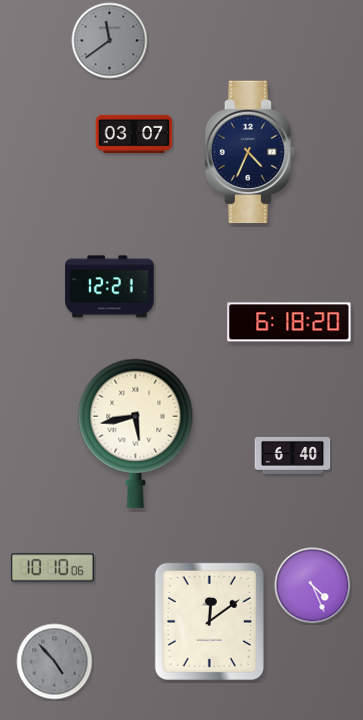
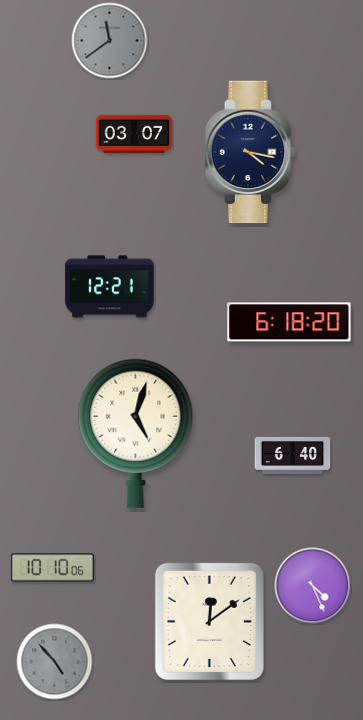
clock at (250, 152): 4:34 -> 4:17
clock at (136, 433): 5:43 -> 5:03
